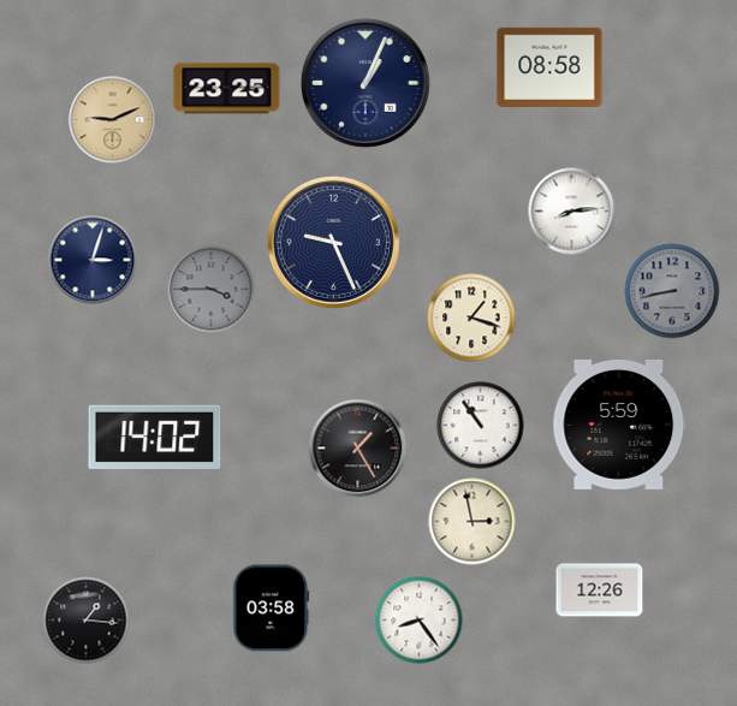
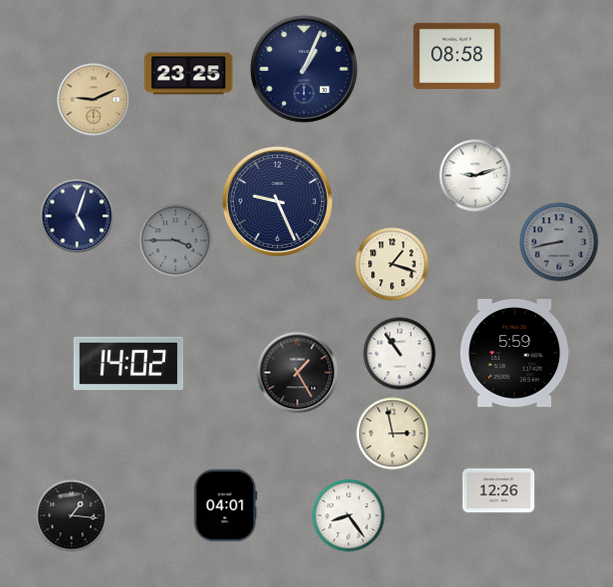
clock at (572, 212): 8:14 -> 9:12
clock at (93, 260): 3:03 -> 5:03
clock at (272, 609): 03:58 -> 04:01
